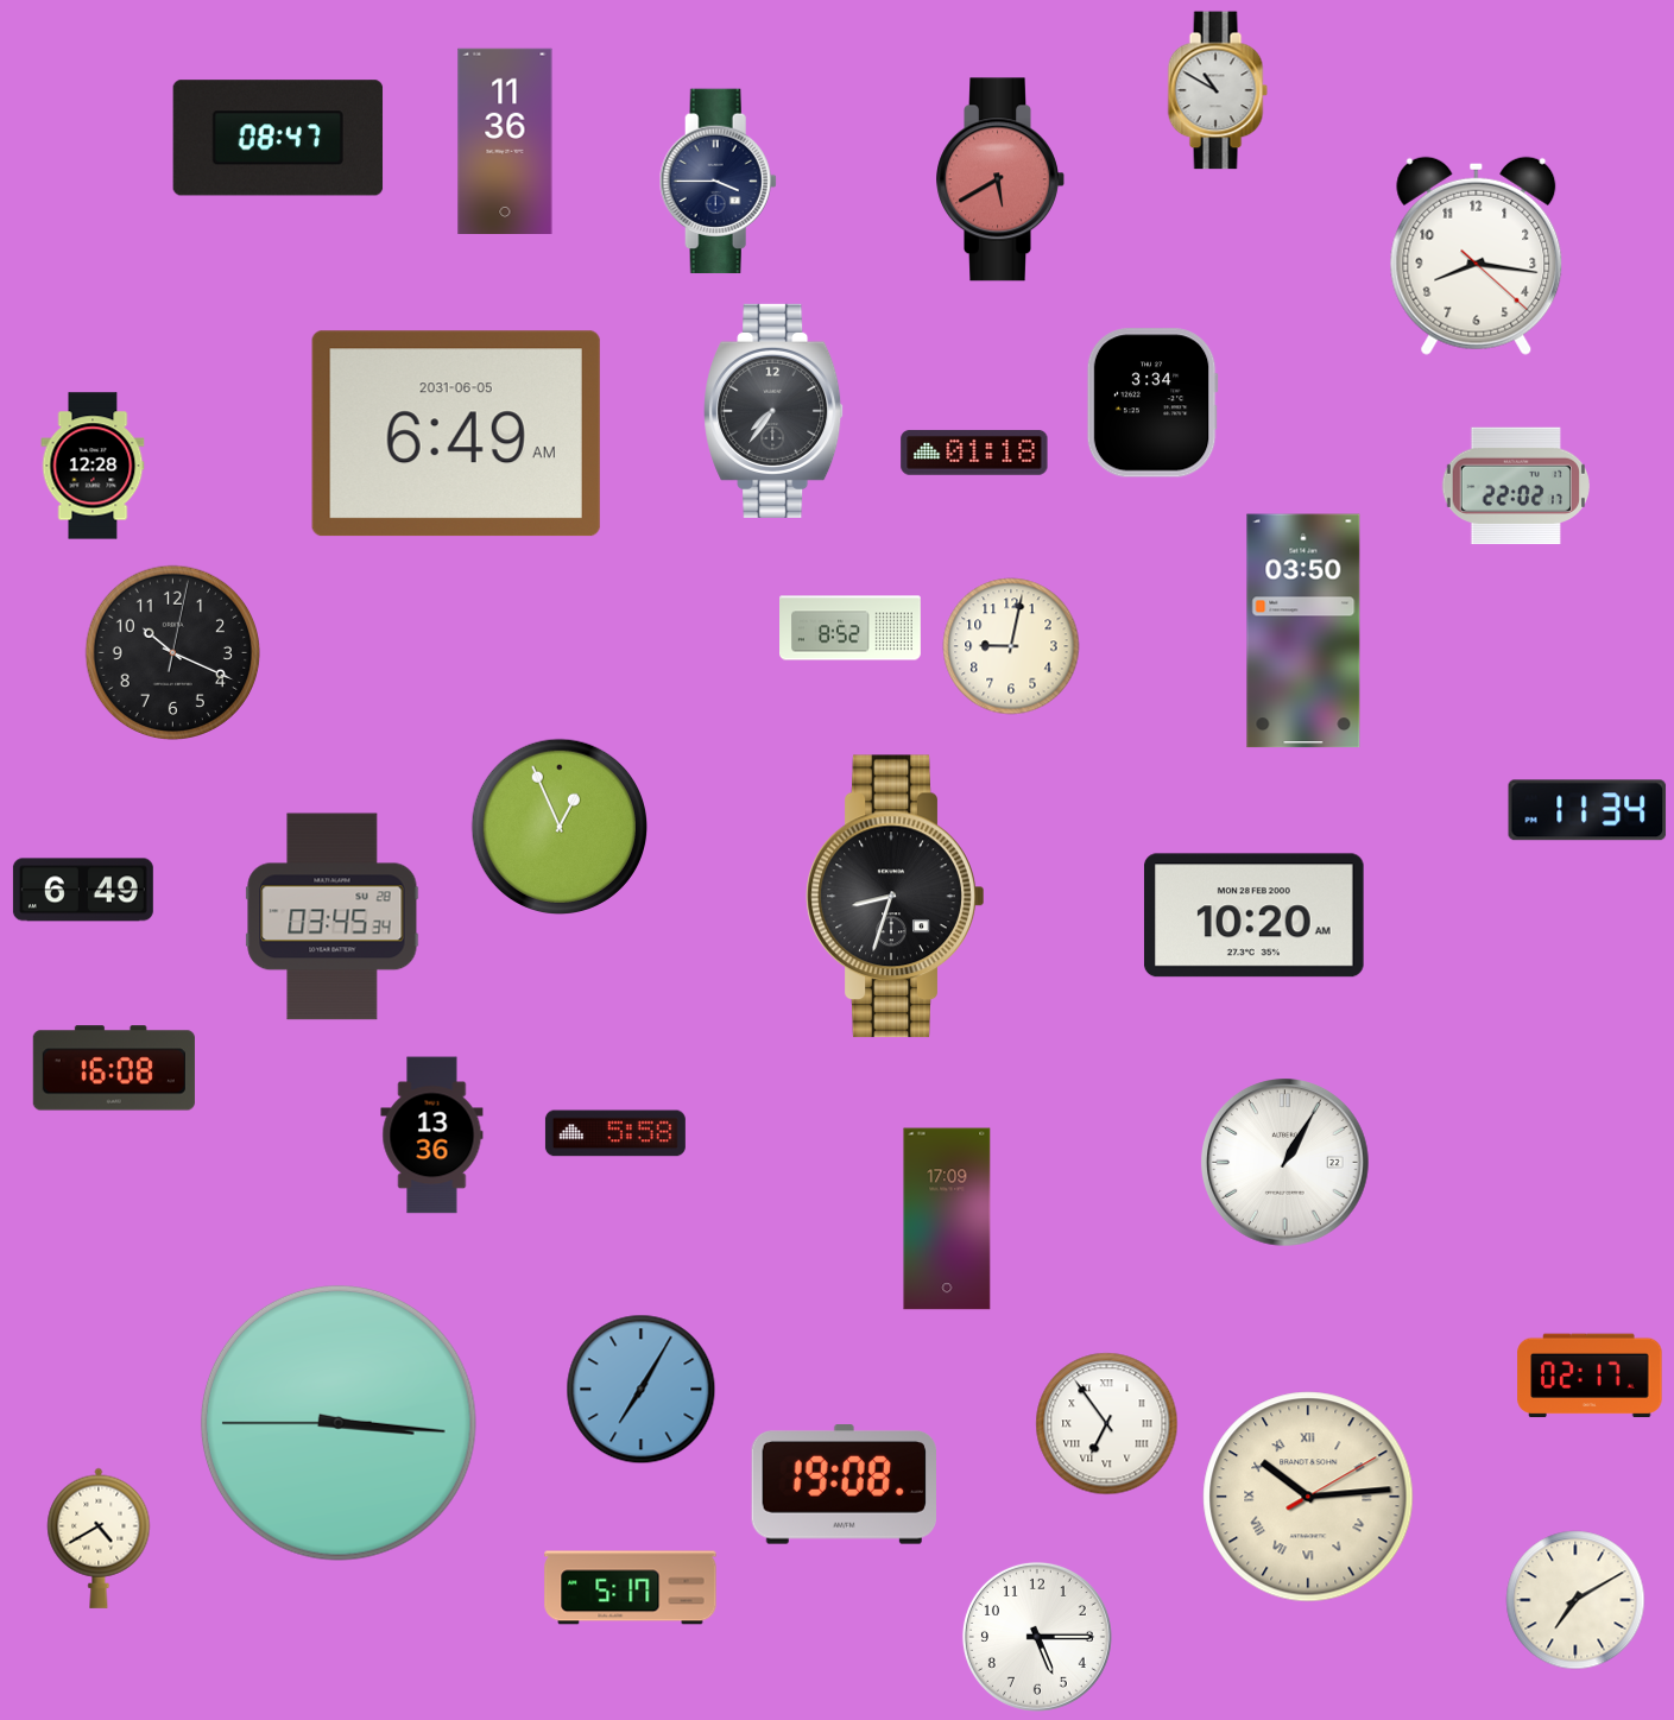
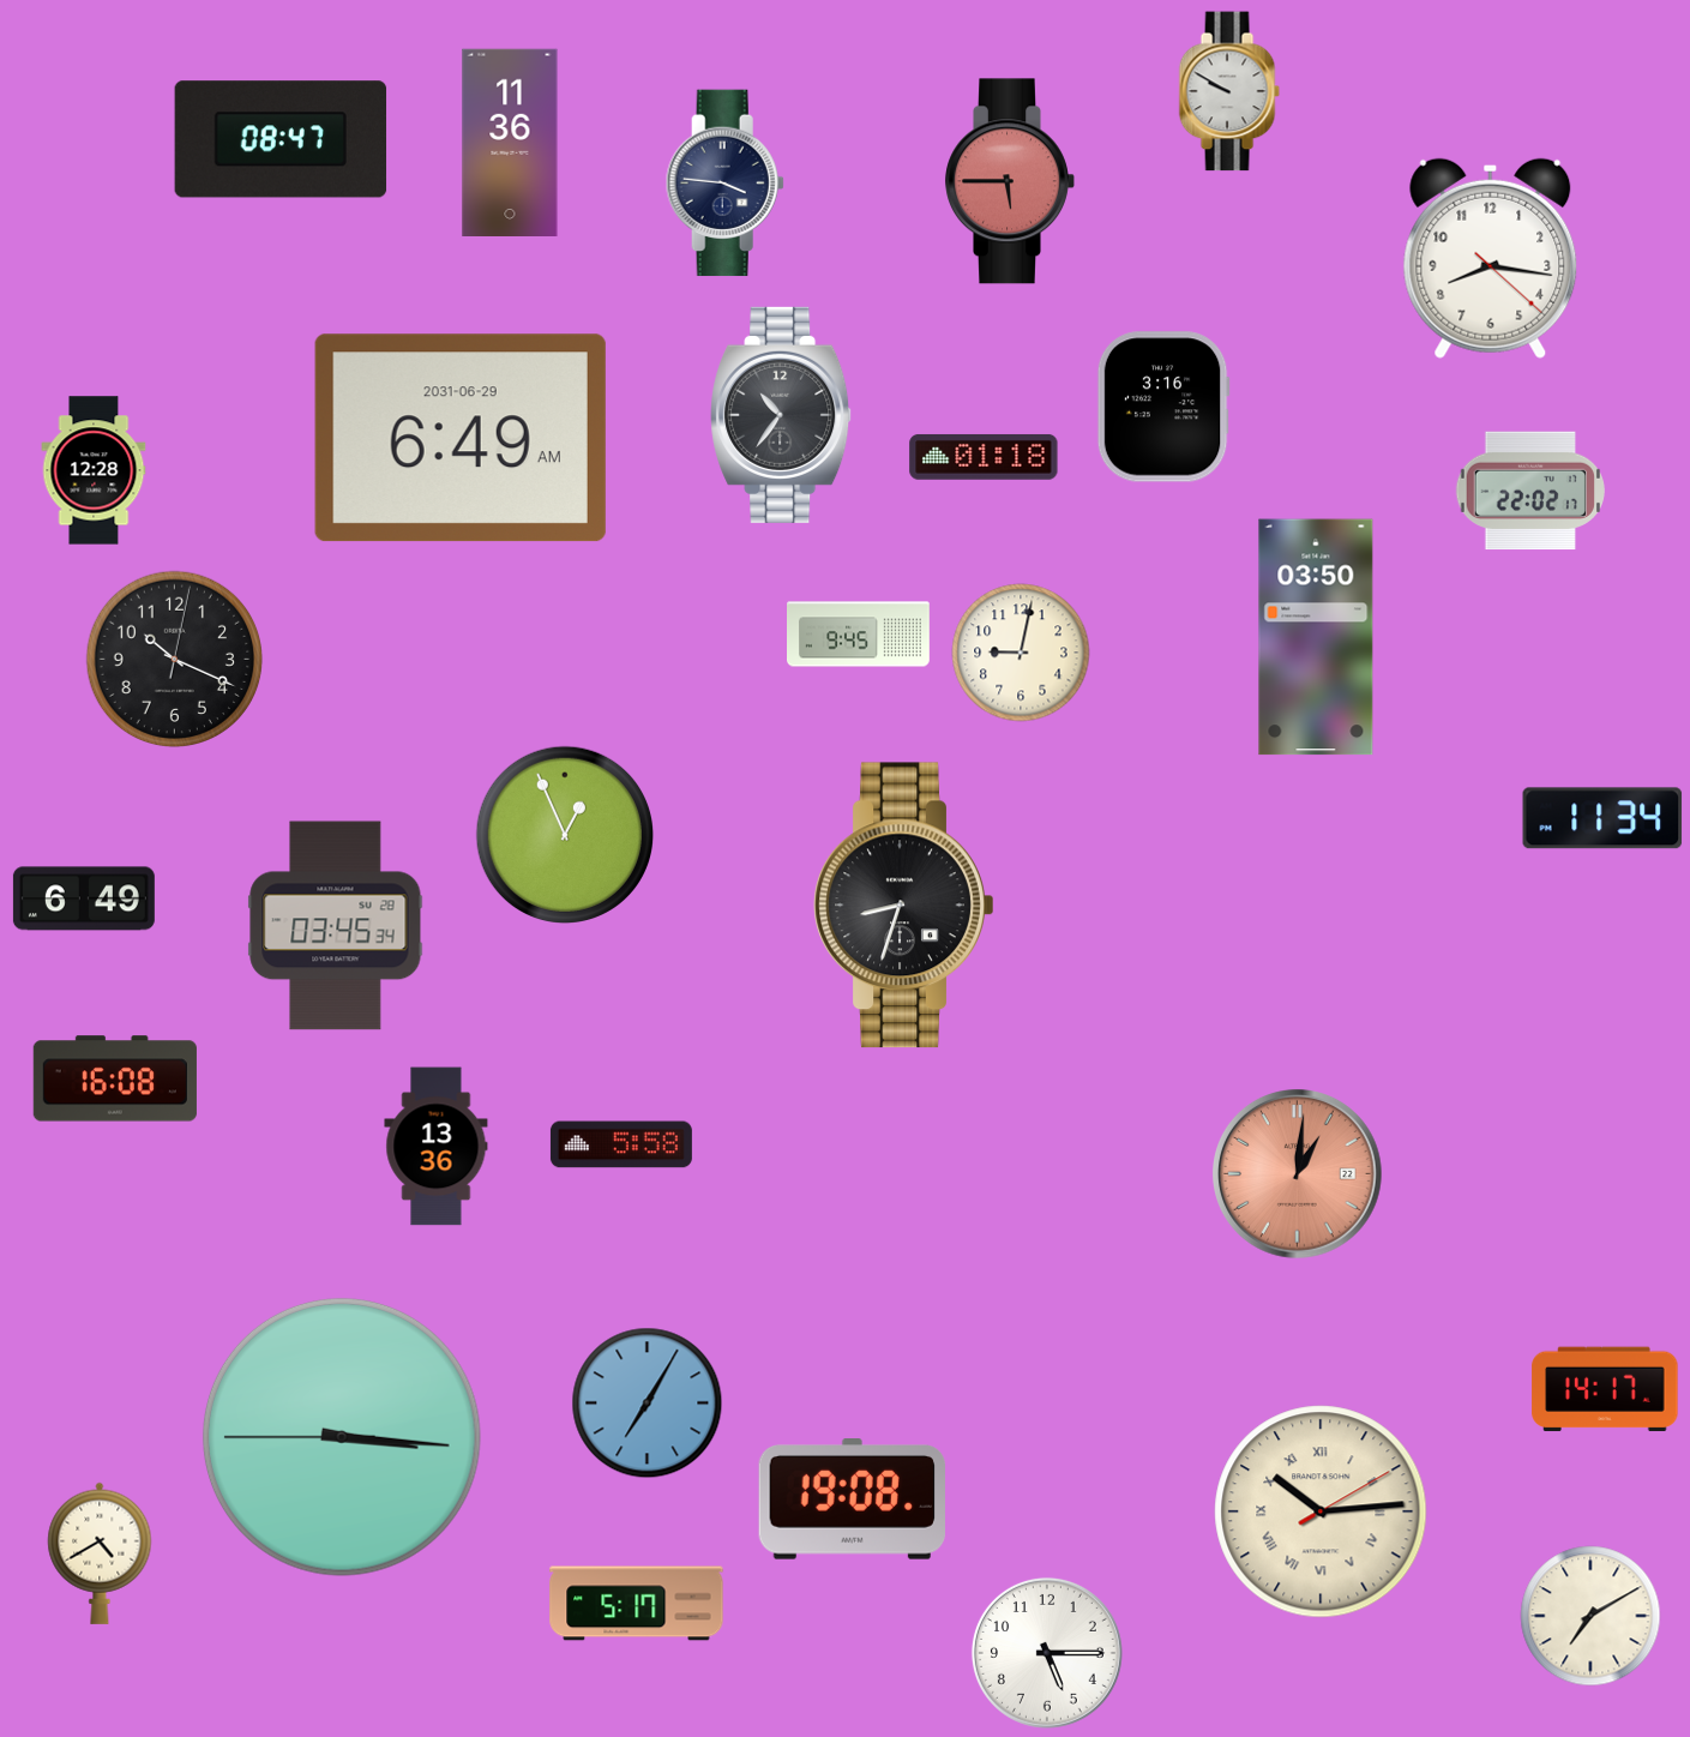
clock at (1218, 90): 10:50 -> 9:50
clock at (1000, 179): 5:40 -> 5:45
clock at (718, 182): 3:45 -> 3:46
clock at (1152, 403): 3:34 -> 3:16
clock at (775, 411): 7:36 -> 10:36
clock at (456, 434) date: 2031-06-05 -> 2031-06-29
clock at (851, 628): 8:52 -> 9:45
clock at (1253, 916): 10:20 -> none
clock at (1285, 1163): 1:05 -> 1:01
clock at (1285, 1163) dial: white -> salmon
clock at (947, 1219): 17:09 -> none
clock at (1590, 1376): 02:17 -> 14:17
clock at (1107, 1424): 6:54 -> none
